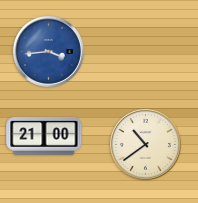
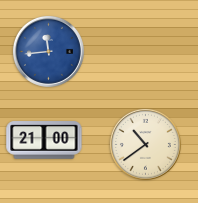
clock at (48, 51): 3:44 -> 11:44
clock at (44, 136) position: (44, 136) -> (44, 140)
